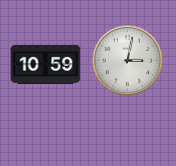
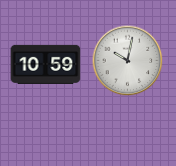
clock at (128, 61): 3:02 -> 10:02
